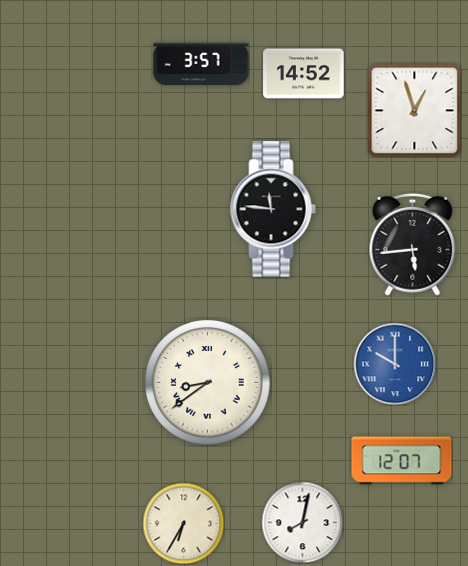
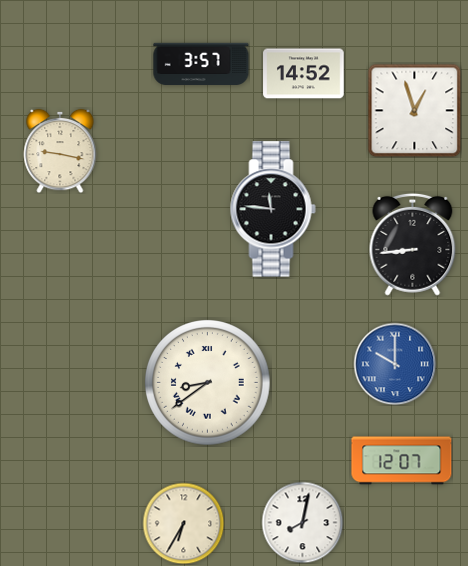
clock at (60, 151): none -> 9:17
clock at (413, 244): 5:44 -> 8:44
